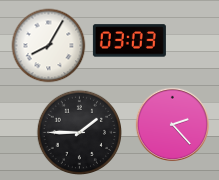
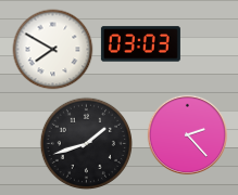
clock at (49, 46): 8:05 -> 7:50
clock at (79, 132): 1:45 -> 1:42
